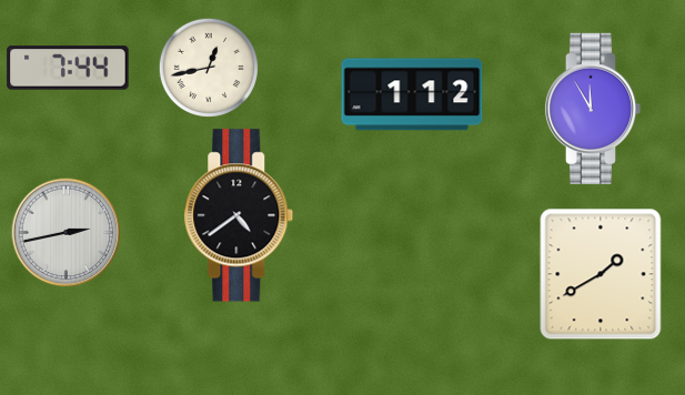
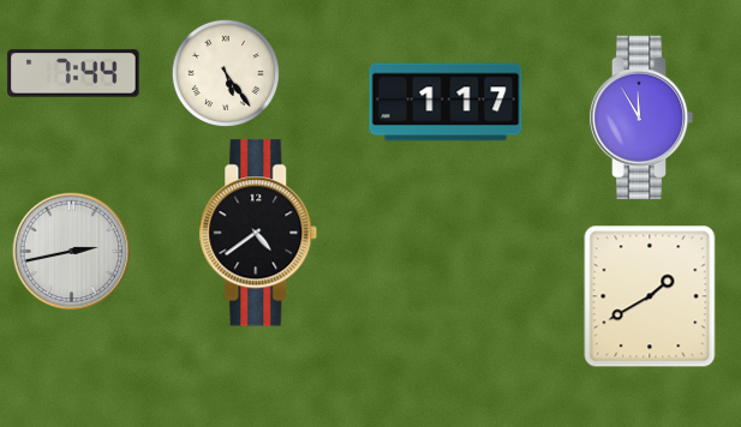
clock at (209, 68): 12:43 -> 5:24
clock at (412, 94): 1:12 -> 1:17
